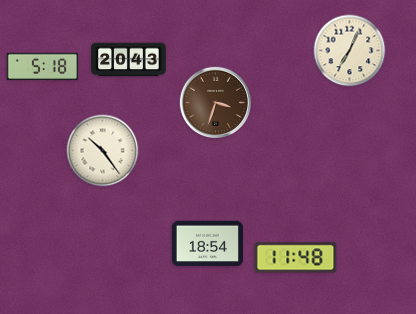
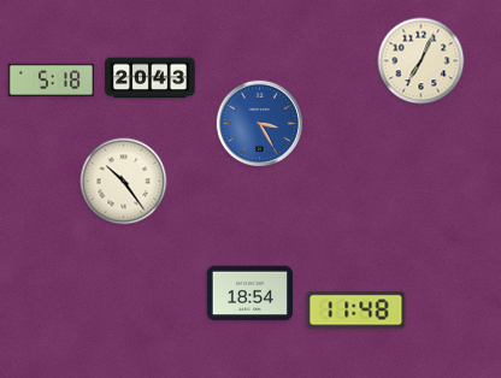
clock at (129, 60) position: (129, 60) -> (151, 78)
clock at (215, 102): 3:33 -> 3:25
clock at (215, 102) dial: brown -> blue
